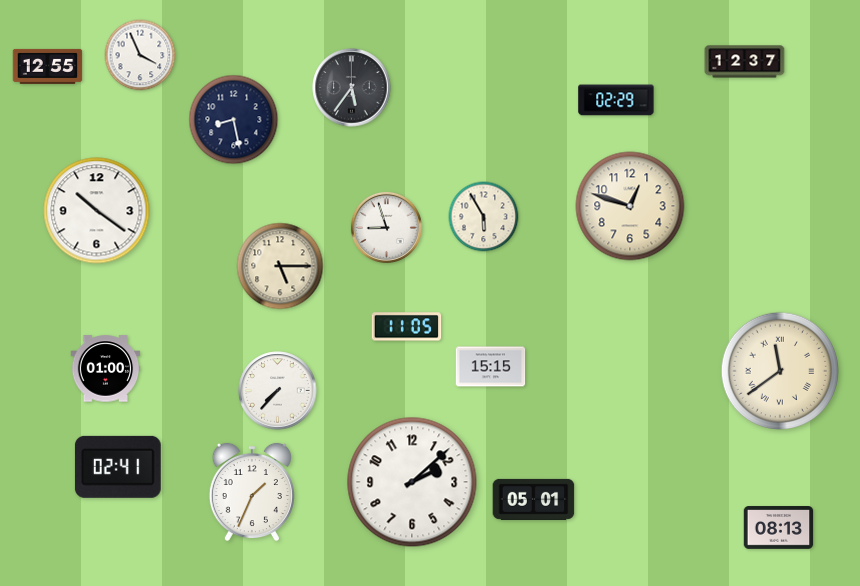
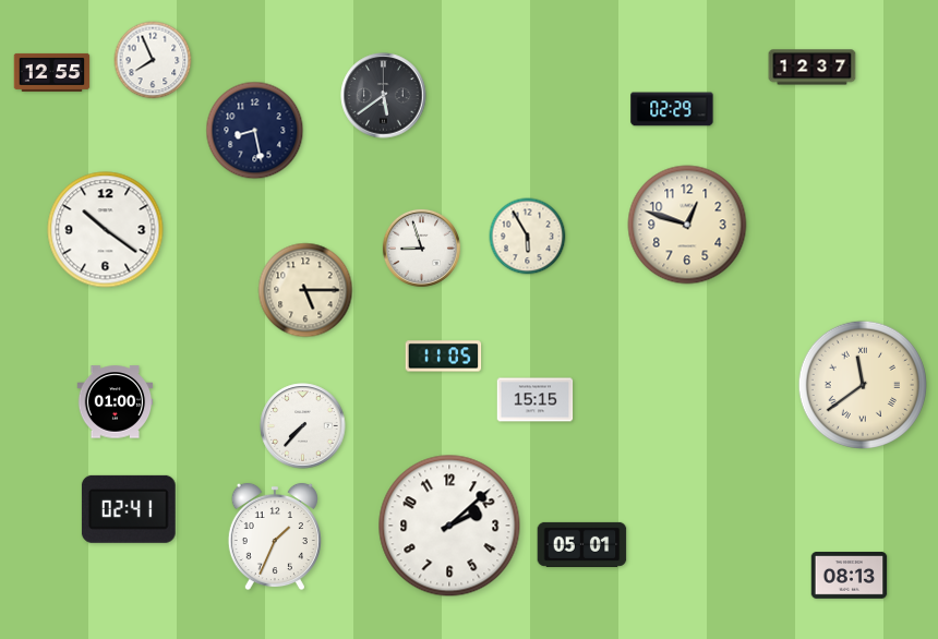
clock at (140, 55): 3:56 -> 7:56
clock at (352, 88): 5:36 -> 5:39
clock at (779, 370) position: (779, 370) -> (862, 384)
